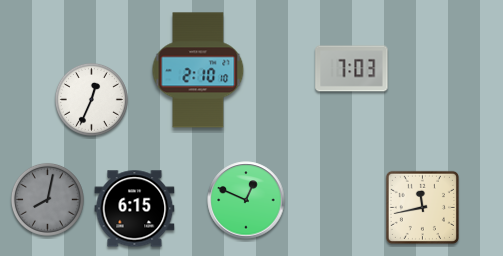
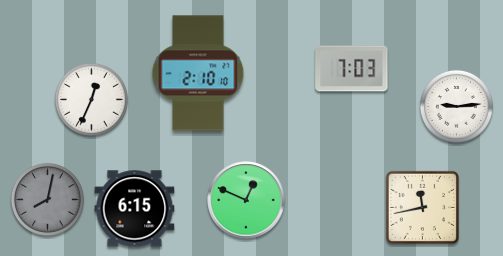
clock at (198, 70) position: (198, 70) -> (198, 73)
clock at (456, 106): none -> 9:14
